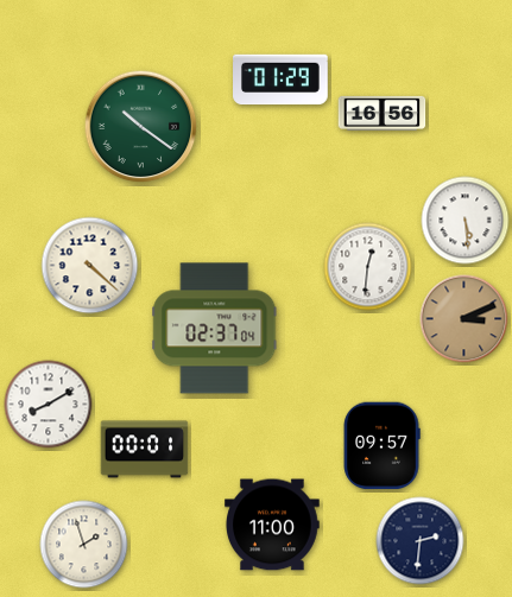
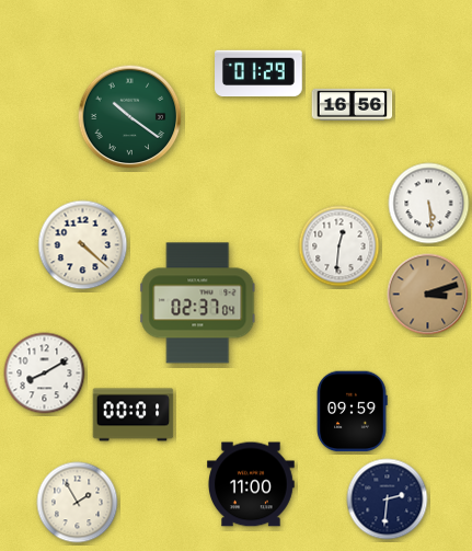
clock at (464, 319): 3:11 -> 3:12
clock at (381, 446): 09:57 -> 09:59
clock at (84, 545): 1:57 -> 1:55
